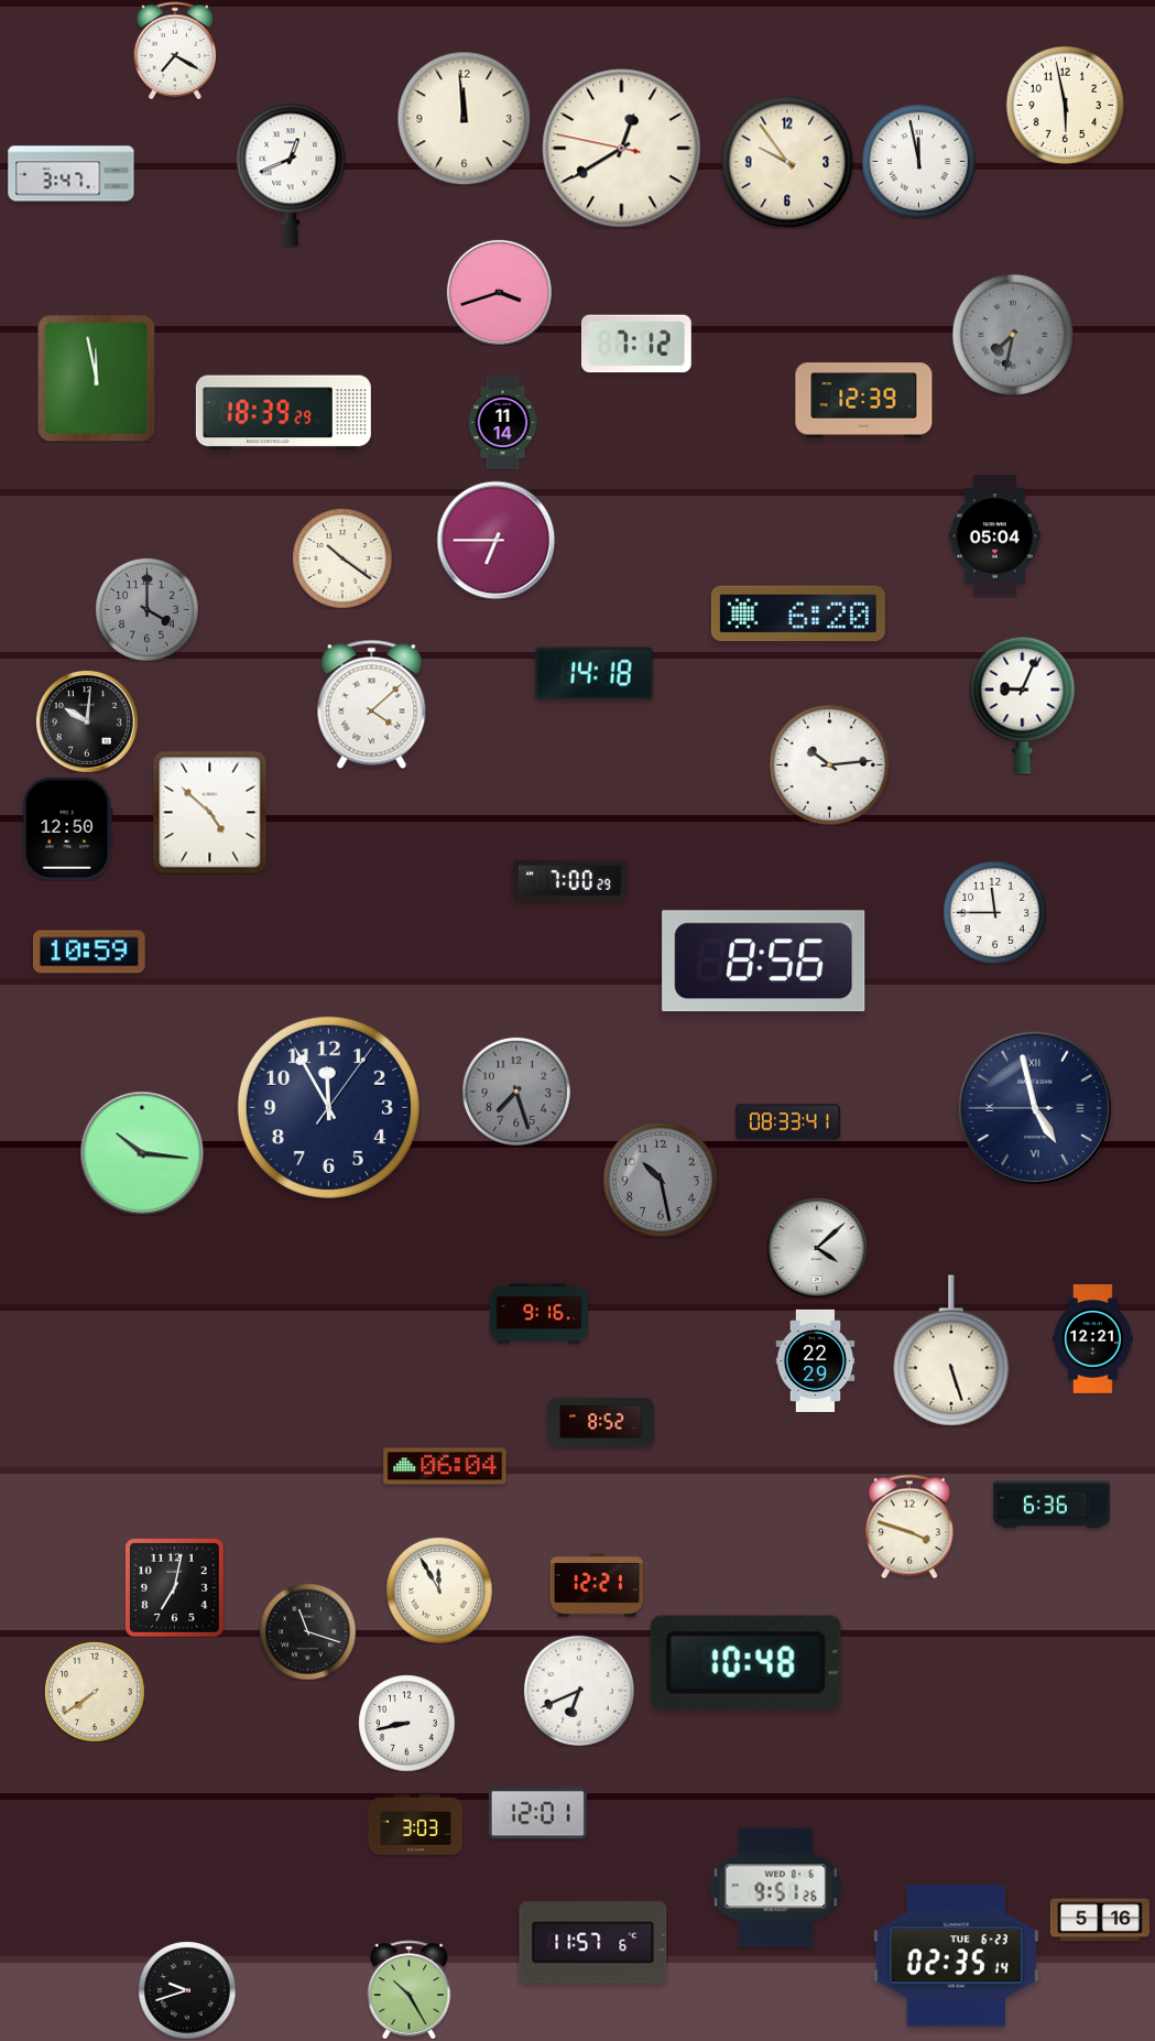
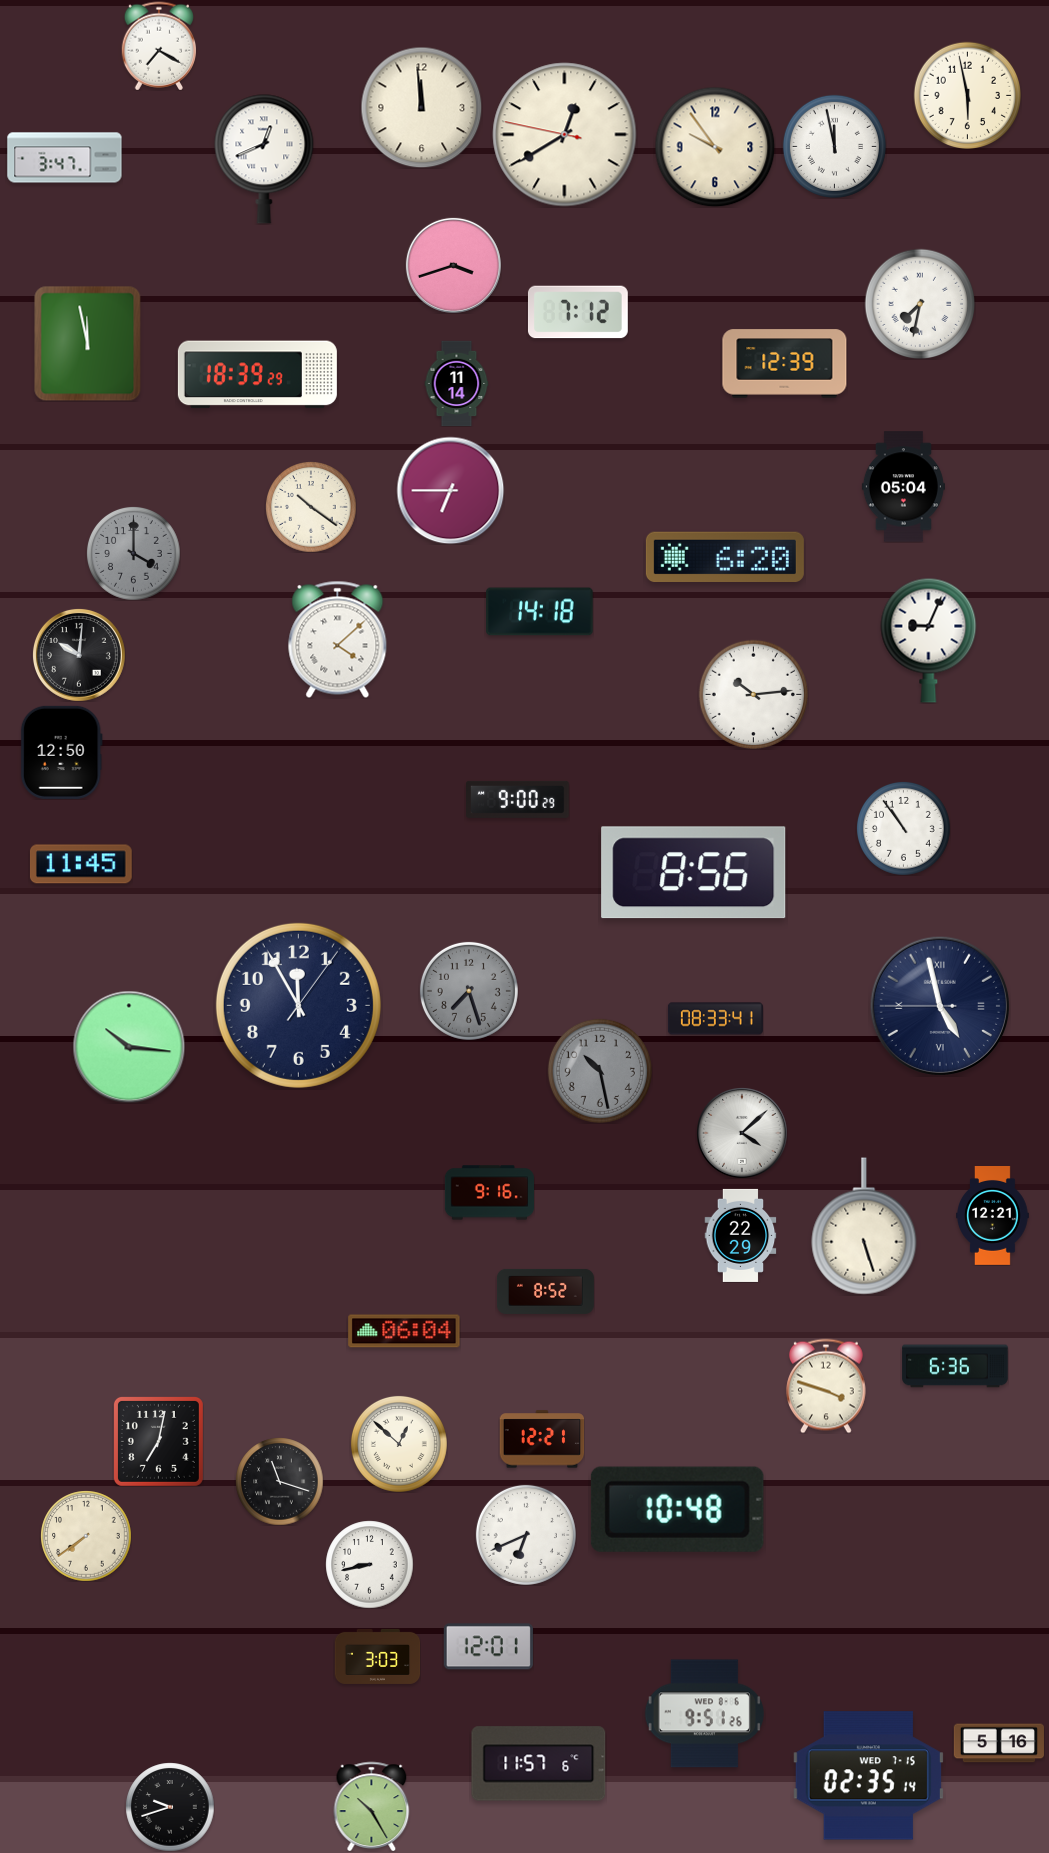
clock at (1013, 335) dial: grey -> white
clock at (210, 812): 4:52 -> none
clock at (570, 880): 7:00 -> 9:00
clock at (995, 913): 11:45 -> 10:54
clock at (89, 952): 10:59 -> 11:45
clock at (439, 1591): 11:55 -> 12:52
clock at (956, 1956) date: TUE 6-23 -> WED 7-15
